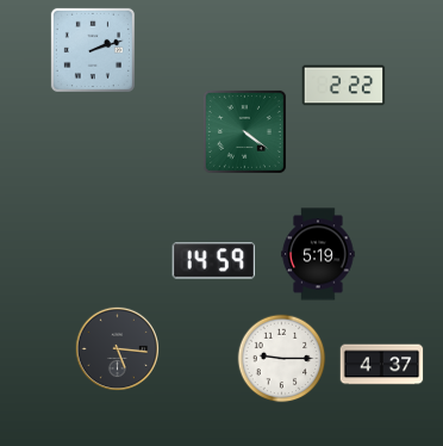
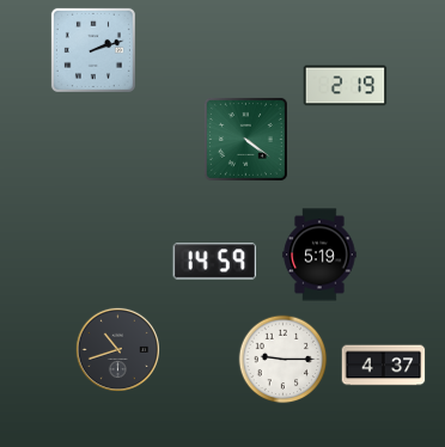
clock at (344, 86): 2:22 -> 2:19
clock at (244, 131) position: (244, 131) -> (245, 139)
clock at (118, 349): 5:16 -> 10:42
